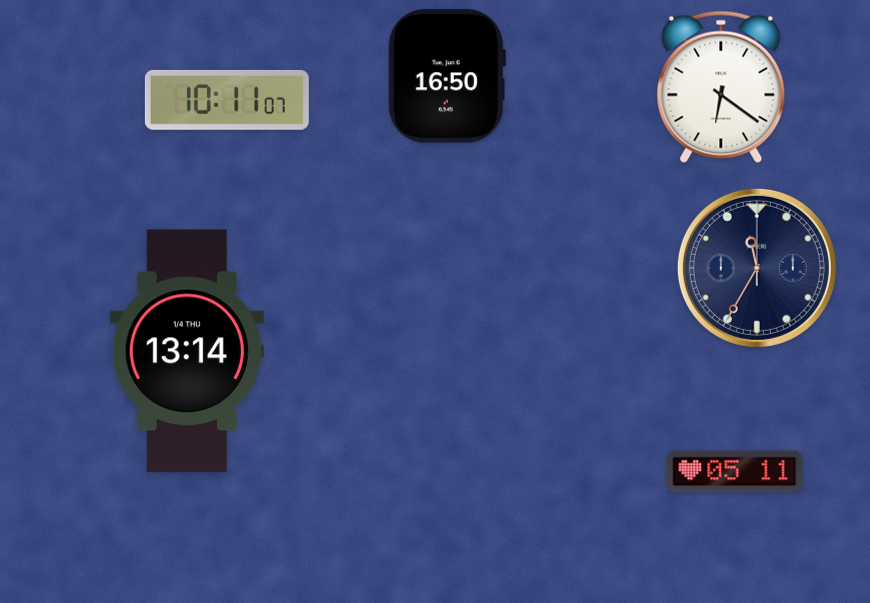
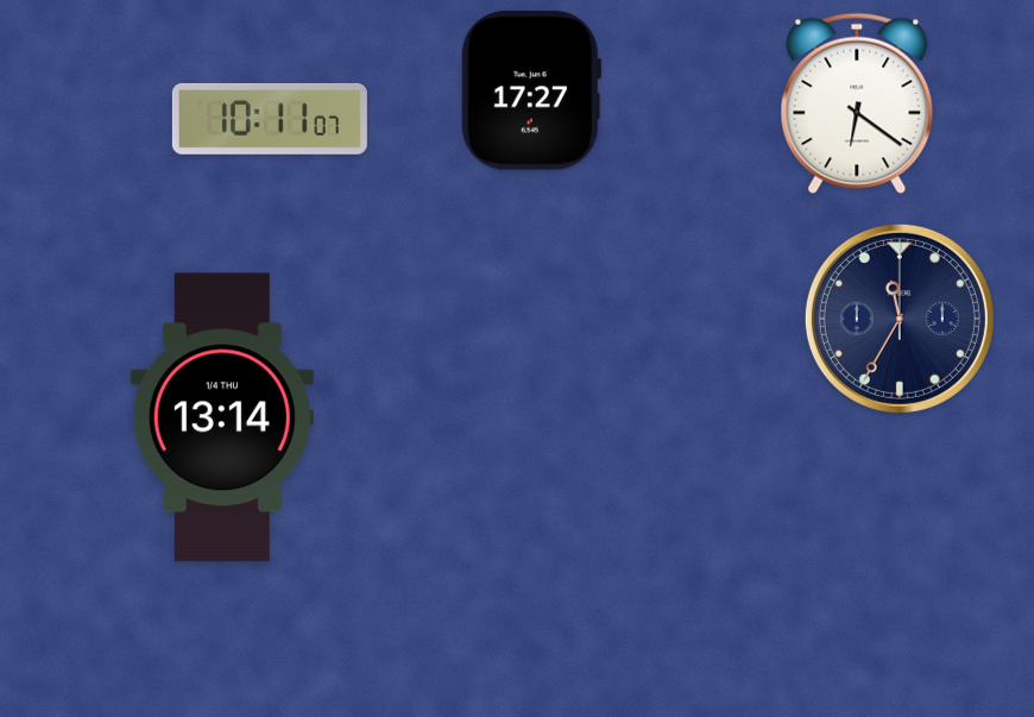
clock at (447, 76): 16:50 -> 17:27
clock at (735, 472): 05:11 -> none
